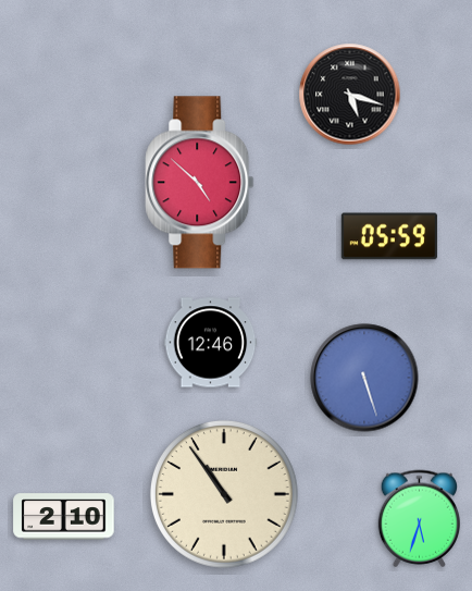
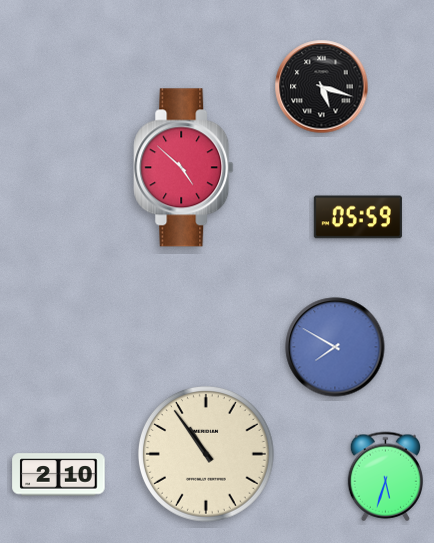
clock at (211, 343): 12:46 -> none
clock at (364, 378): 5:27 -> 7:50
